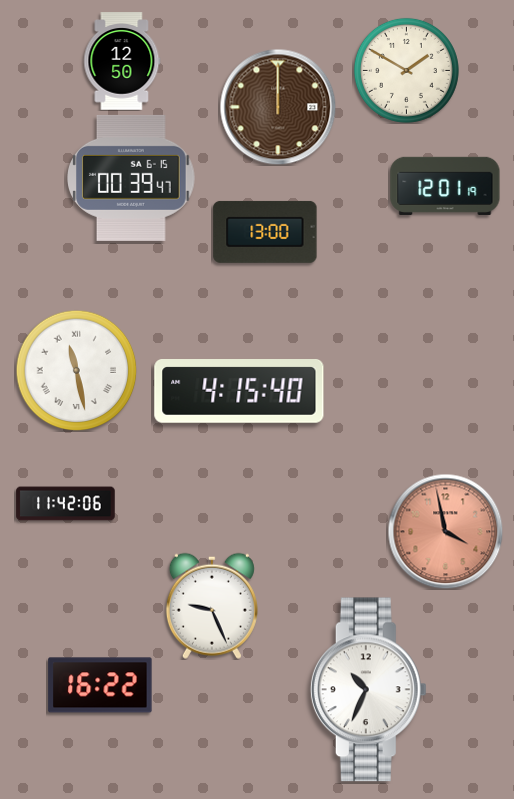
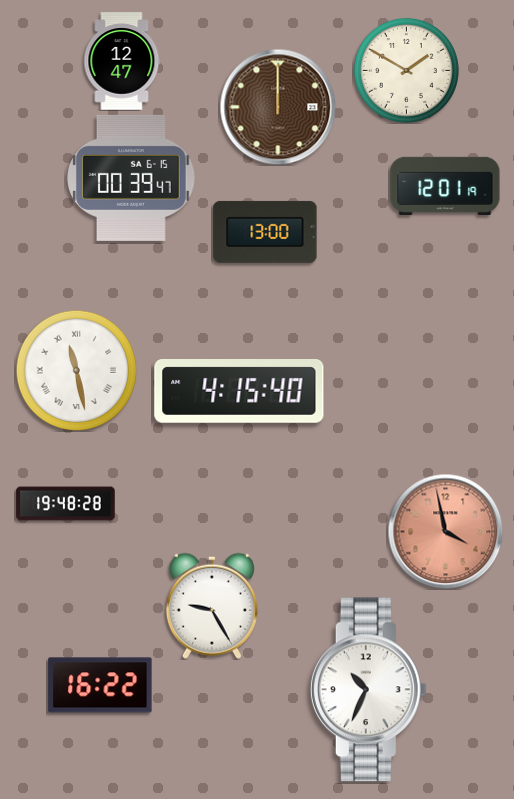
clock at (122, 61): 12:50 -> 12:47
clock at (66, 504): 11:42 -> 19:48
clock at (212, 606): 9:26 -> 9:25
